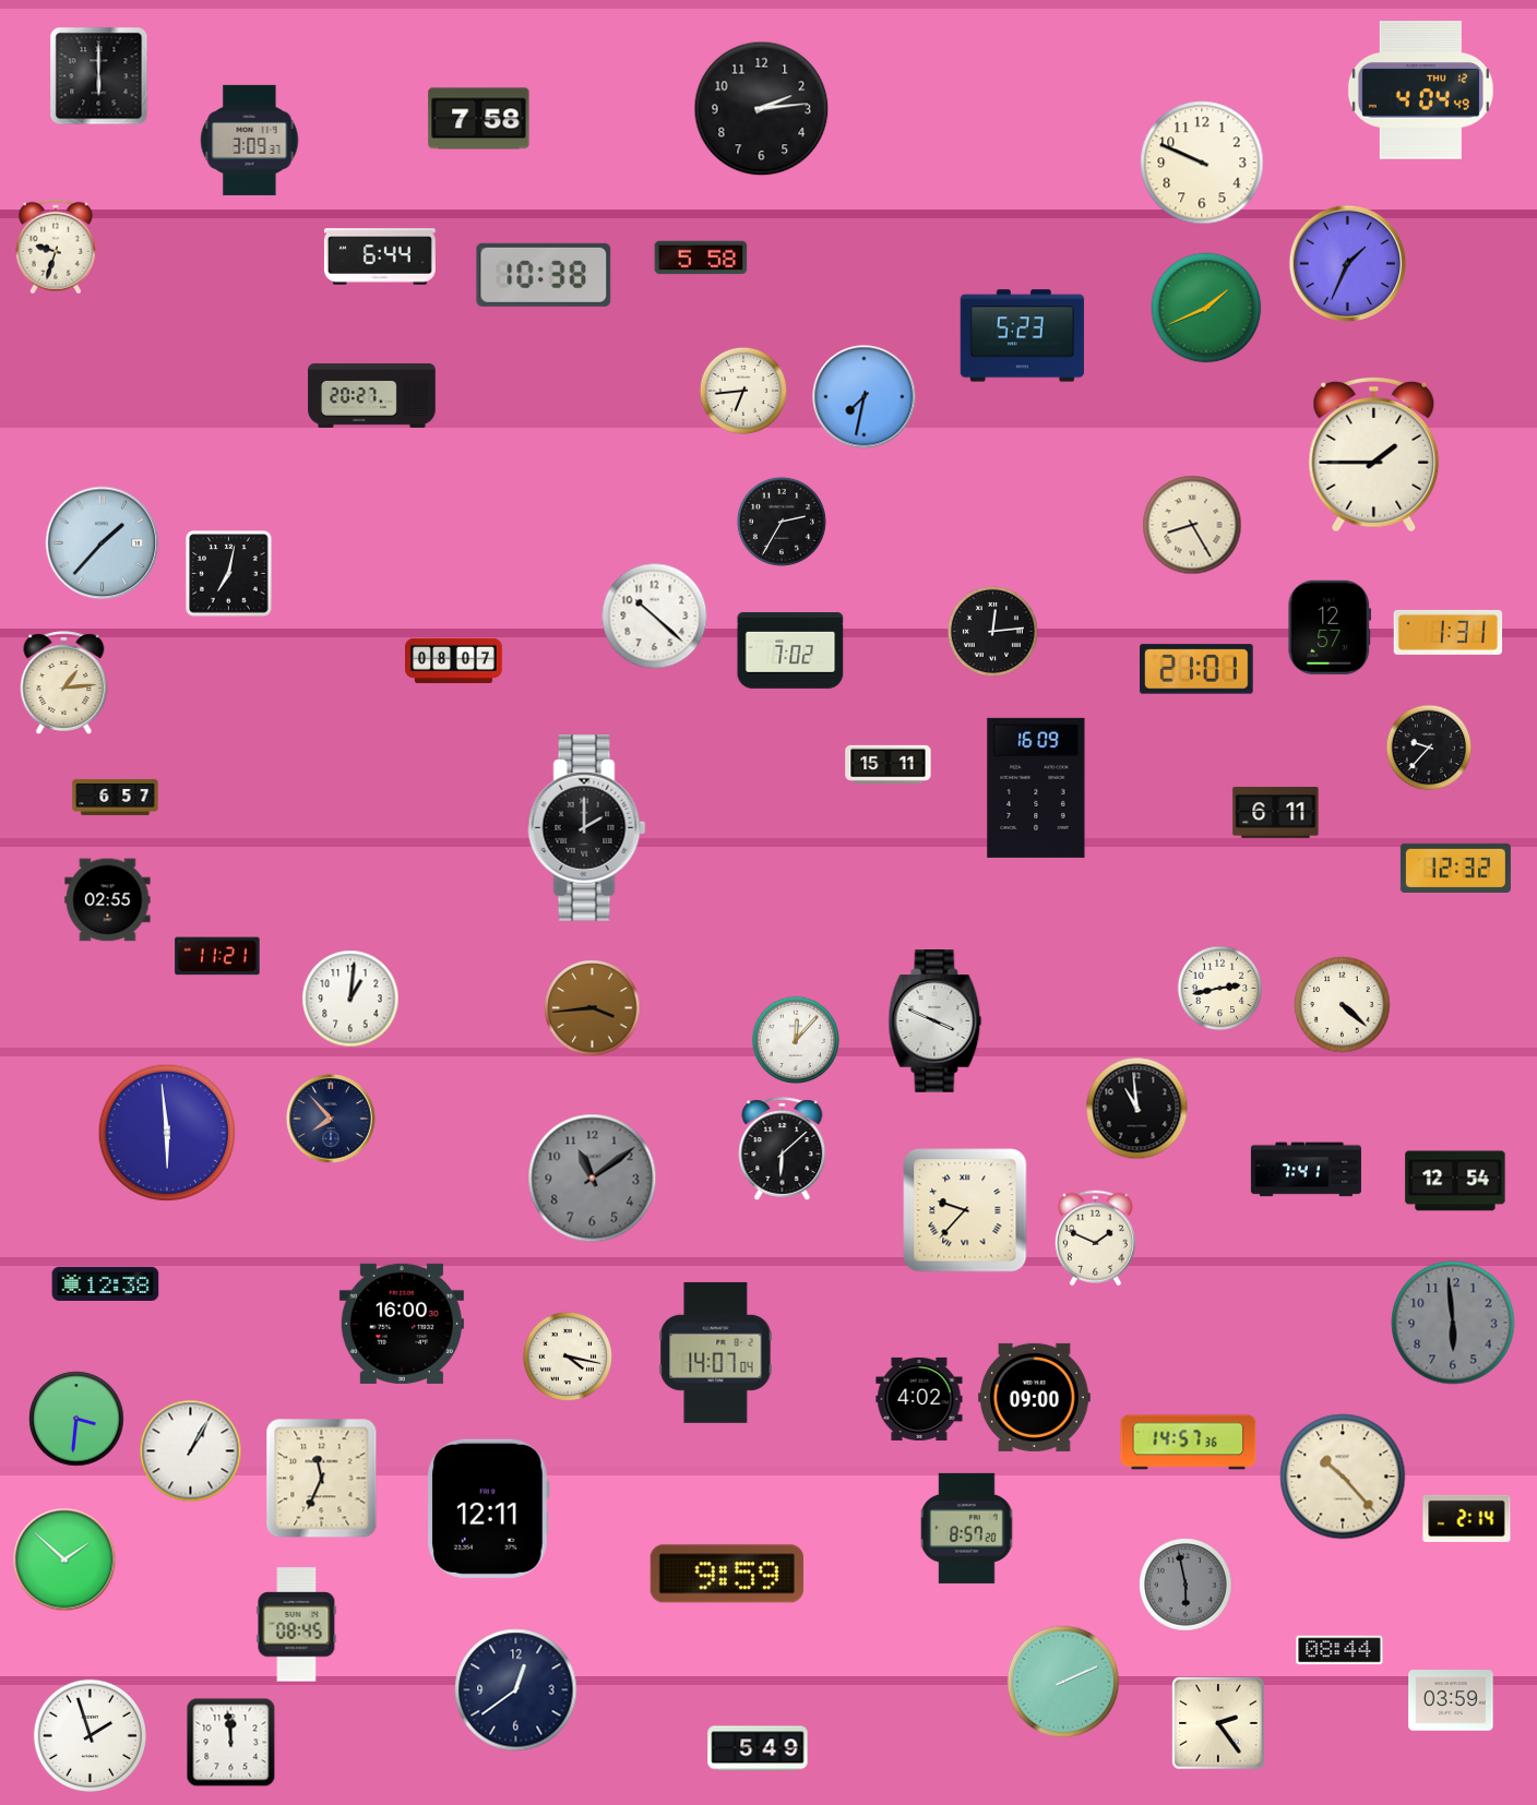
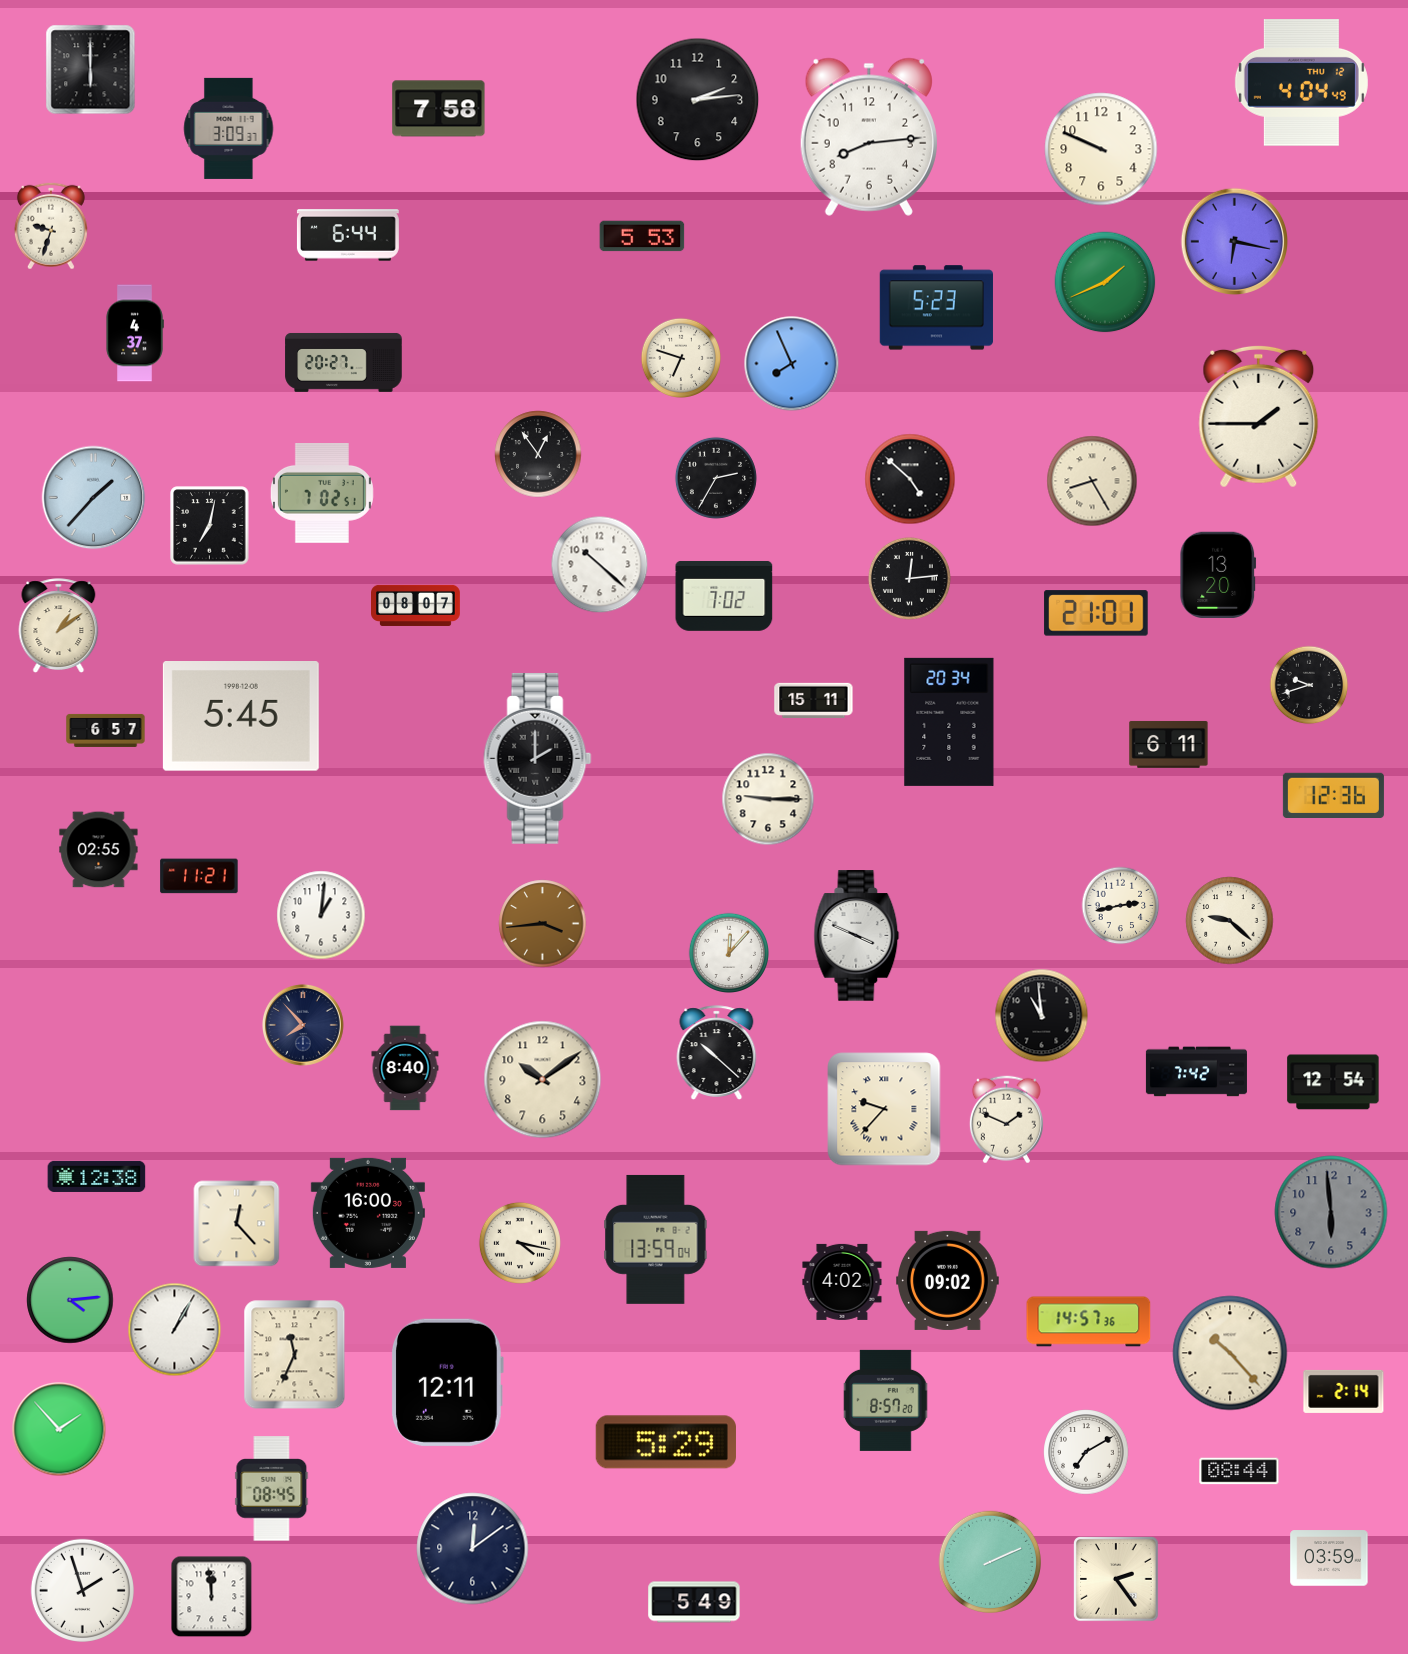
clock at (869, 137): none -> 8:14
clock at (701, 258): 5:58 -> 5:53
clock at (1347, 263): 1:34 -> 6:17
clock at (544, 275): 10:38 -> none
clock at (135, 333): none -> 4:37
clock at (742, 390): 6:44 -> 6:48
clock at (372, 395) position: (372, 395) -> (344, 362)
clock at (865, 397): 7:32 -> 7:56
clock at (538, 454): none -> 12:54
clock at (910, 479): none -> 4:52
clock at (322, 494): none -> 7:02
clock at (1330, 627): 12:57 -> 13:20
clock at (1449, 632): 1:31 -> none
clock at (64, 683): 1:14 -> 1:09
clock at (1429, 748): 9:37 -> 9:42
clock at (241, 717): none -> 5:45
clock at (1036, 788): 16:09 -> 20:34
clock at (1455, 868): 12:32 -> 12:36
clock at (768, 799): none -> 9:15
clock at (108, 900) position: (108, 900) -> (99, 850)
clock at (1220, 989) position: (1220, 989) -> (1121, 906)
clock at (1343, 1005): 4:22 -> 9:22
clock at (166, 1133): 5:59 -> none
clock at (783, 1149): 6:08 -> 10:22
clock at (405, 1068): none -> 8:40
clock at (1306, 1170): 7:41 -> 7:42
clock at (593, 1179): 11:09 -> 10:09
clock at (593, 1179) dial: grey -> cream
clock at (1095, 1239) position: (1095, 1239) -> (1006, 1120)
clock at (237, 1224): none -> 12:23
clock at (716, 1352): 14:07 -> 13:59
clock at (1035, 1397): 09:00 -> 09:02
clock at (76, 1419): 3:31 -> 4:14
clock at (64, 1559): 1:52 -> 1:53
clock at (727, 1574): 9:59 -> 5:29
clock at (1185, 1585): 5:58 -> 7:10
clock at (1185, 1585) dial: grey -> white
clock at (1339, 1650) position: (1339, 1650) -> (1239, 1471)
clock at (1062, 1681) position: (1062, 1681) -> (989, 1561)
clock at (516, 1690): 12:39 -> 12:09
